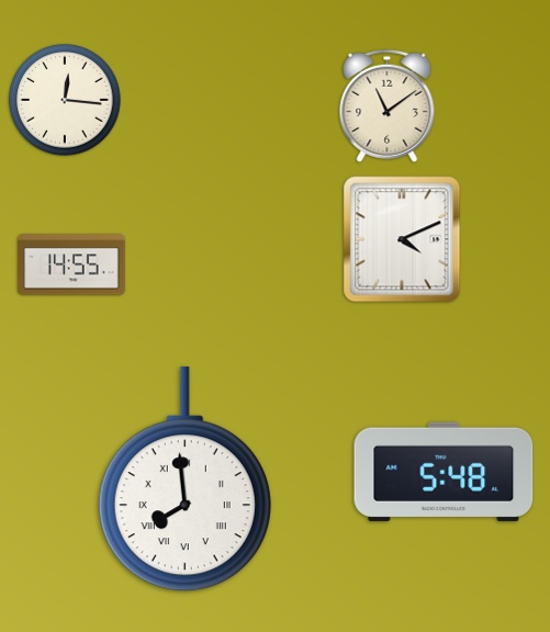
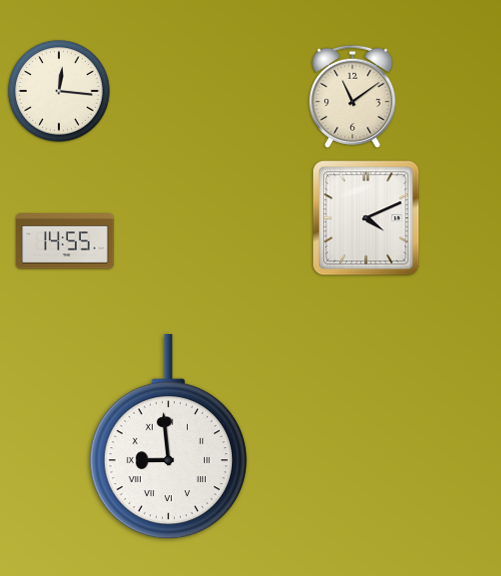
clock at (444, 472): 5:48 -> none
clock at (184, 479): 7:59 -> 8:59
